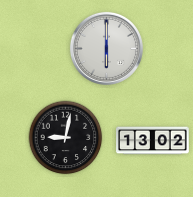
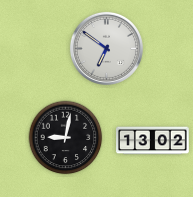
clock at (106, 48): 6:00 -> 6:51
